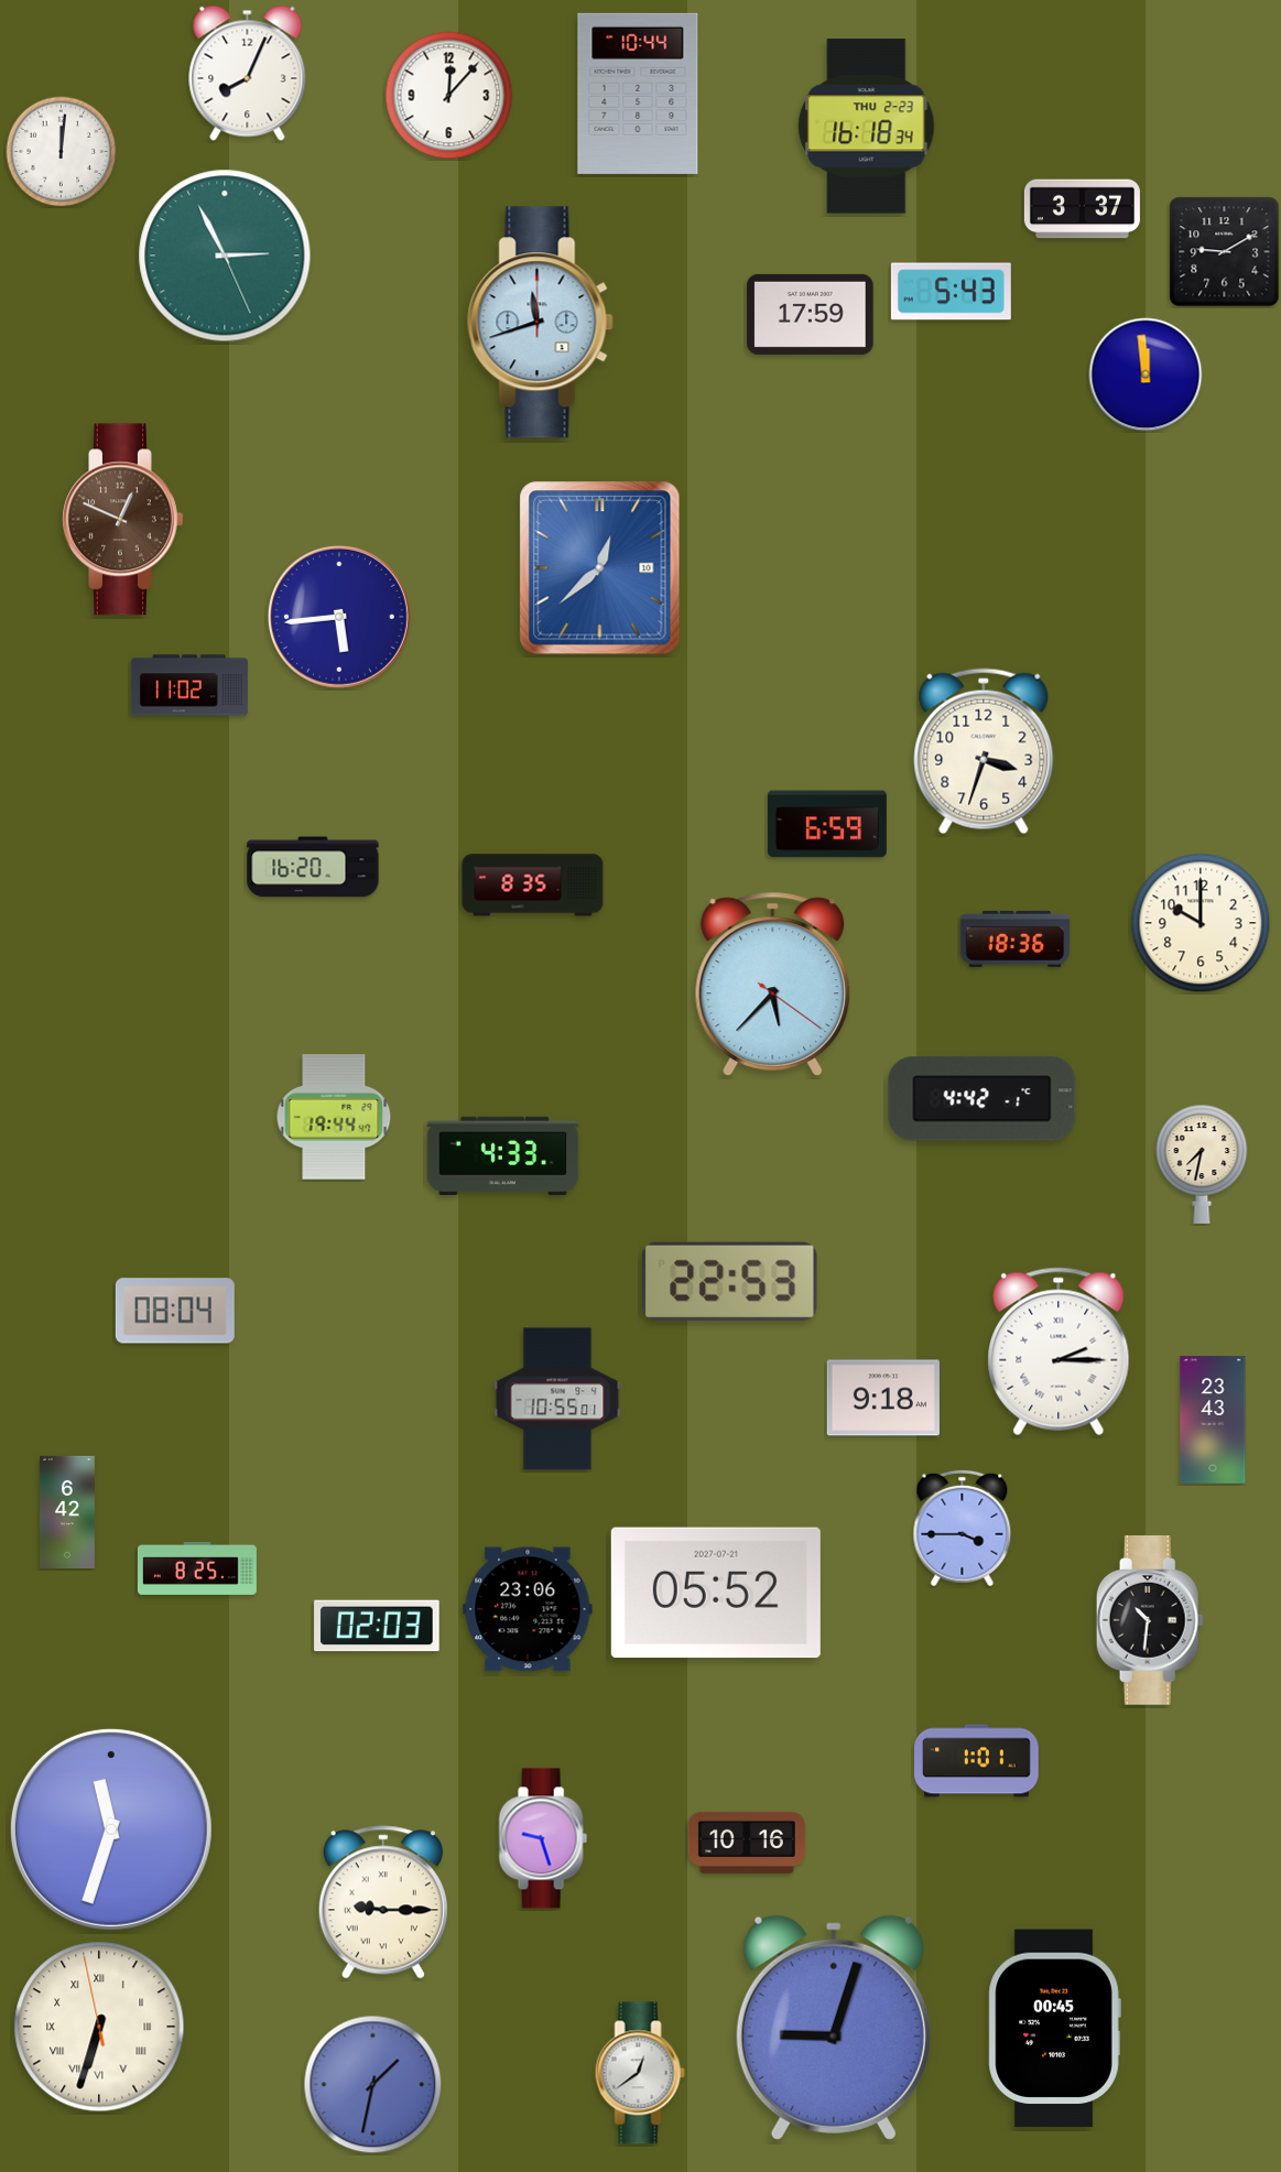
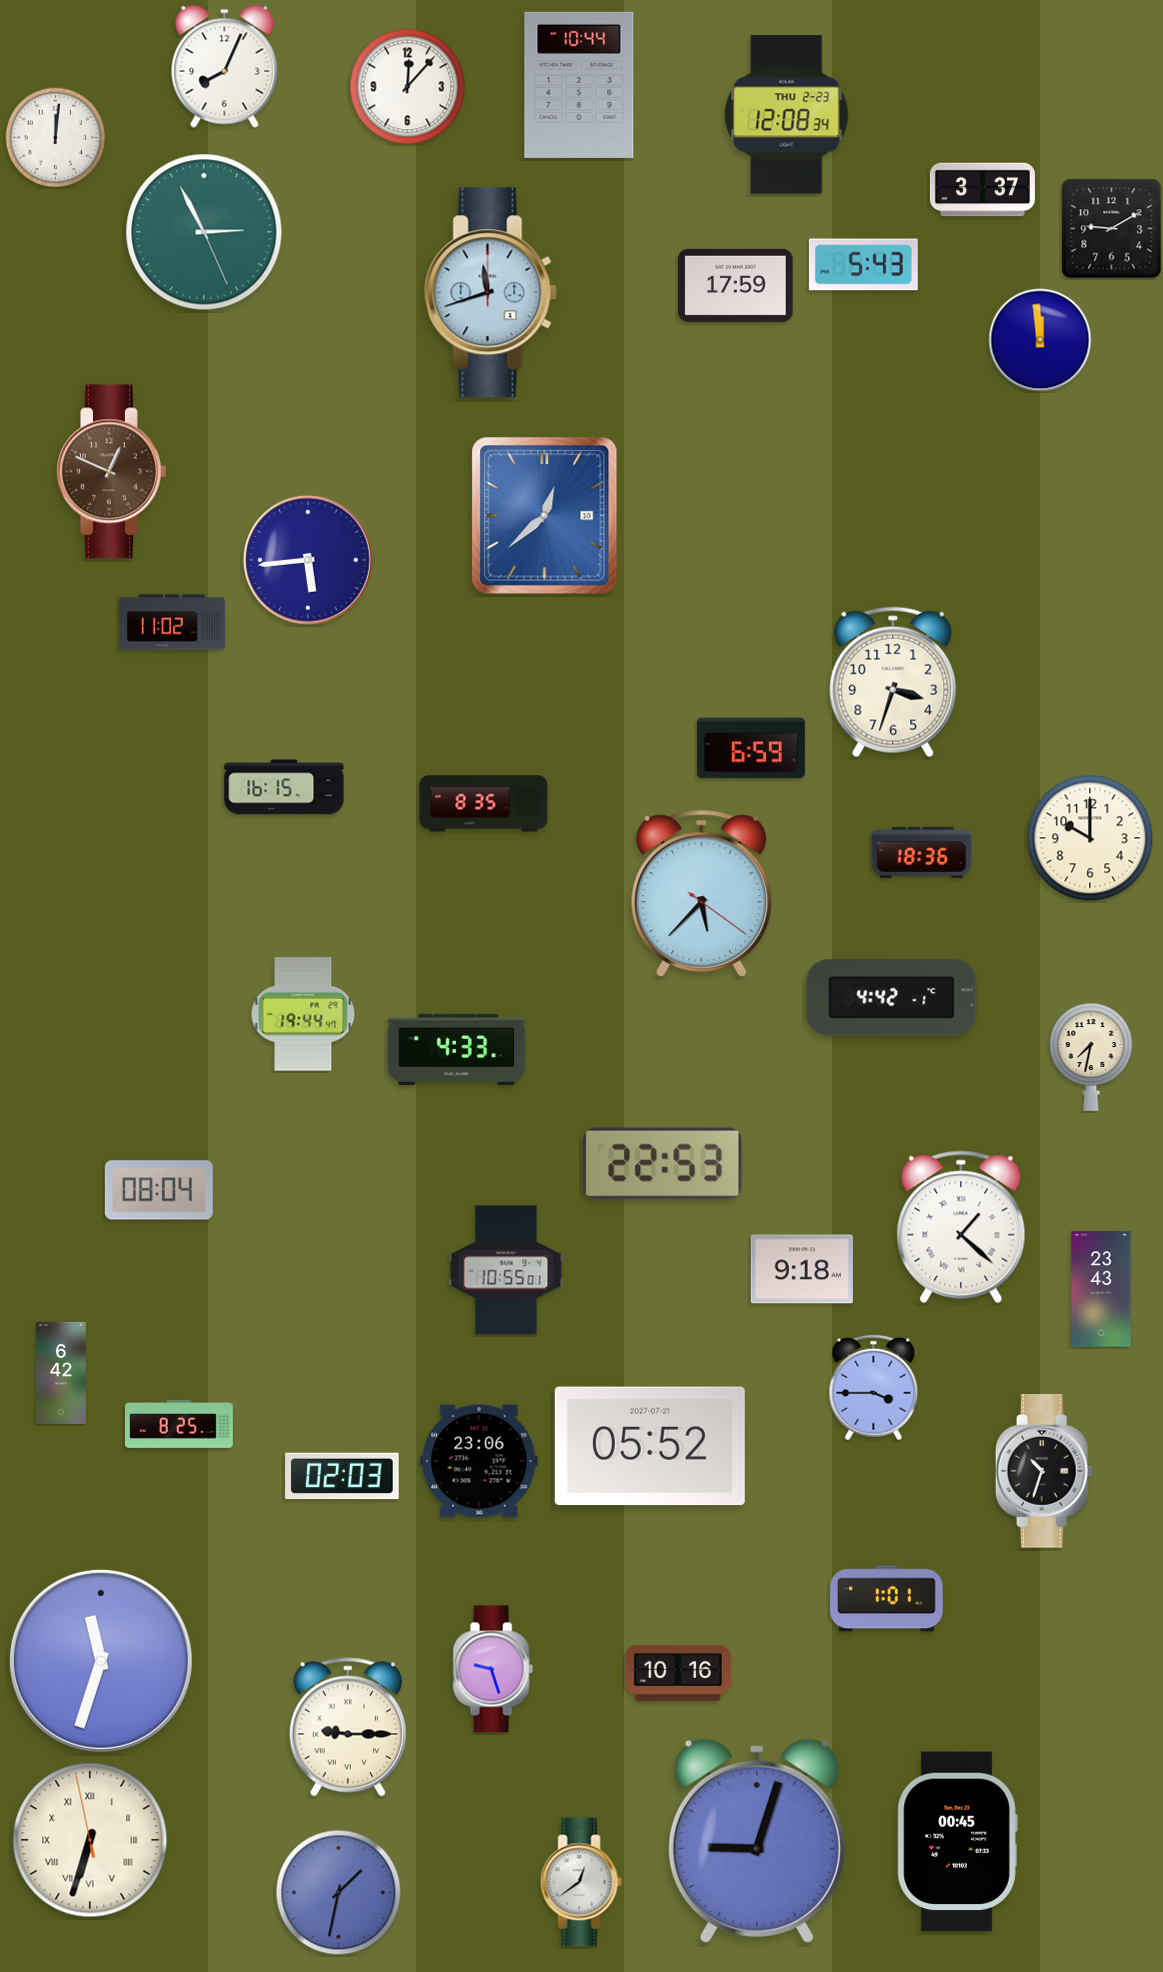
clock at (867, 127): 16:18 -> 12:08
clock at (313, 867): 16:20 -> 16:15
clock at (1059, 1351): 2:15 -> 1:22
clock at (1150, 1621): 10:31 -> 10:33
